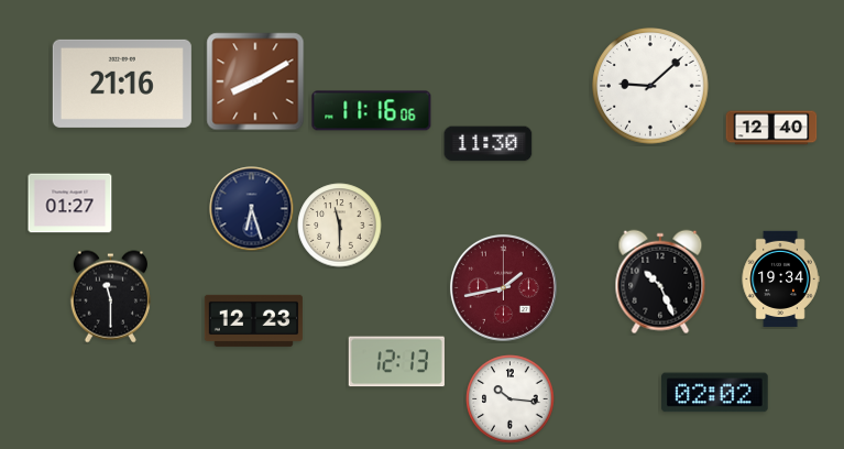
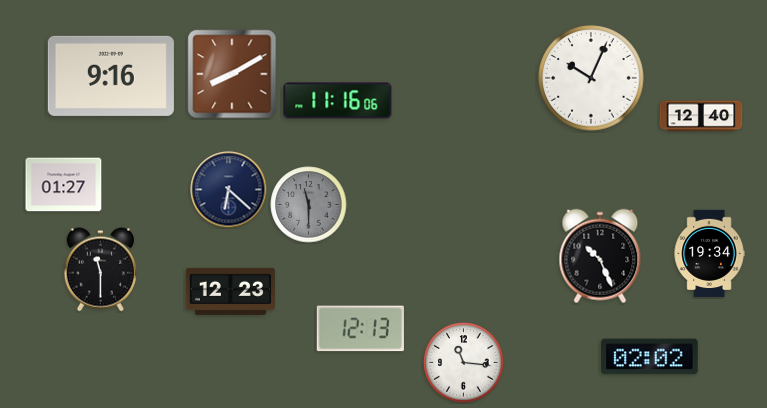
clock at (122, 84): 21:16 -> 9:16
clock at (651, 87): 9:08 -> 10:04
clock at (489, 144): 11:30 -> none
clock at (252, 209): 6:27 -> 6:22
clock at (340, 226) dial: cream -> grey
clock at (503, 287): 1:43 -> none
clock at (511, 399): 10:16 -> 11:16
